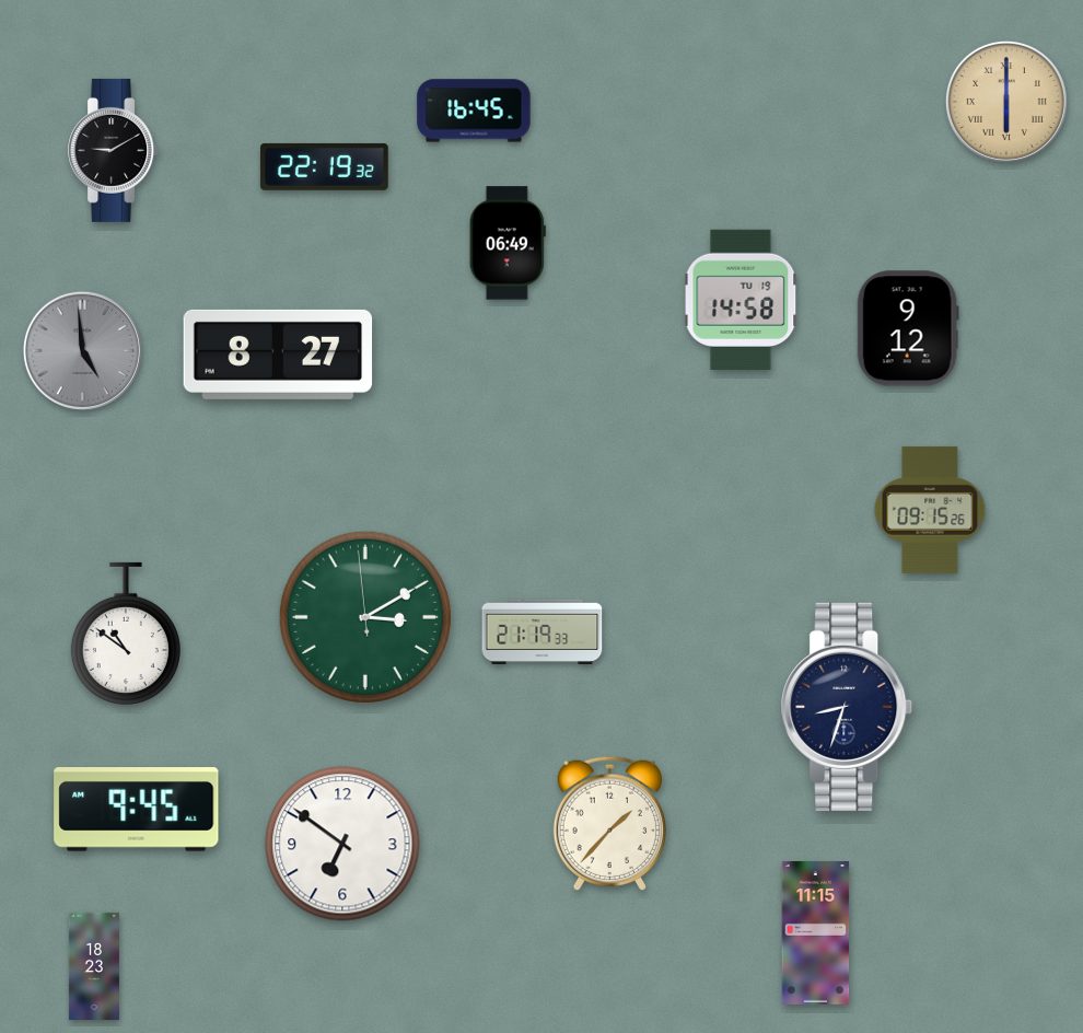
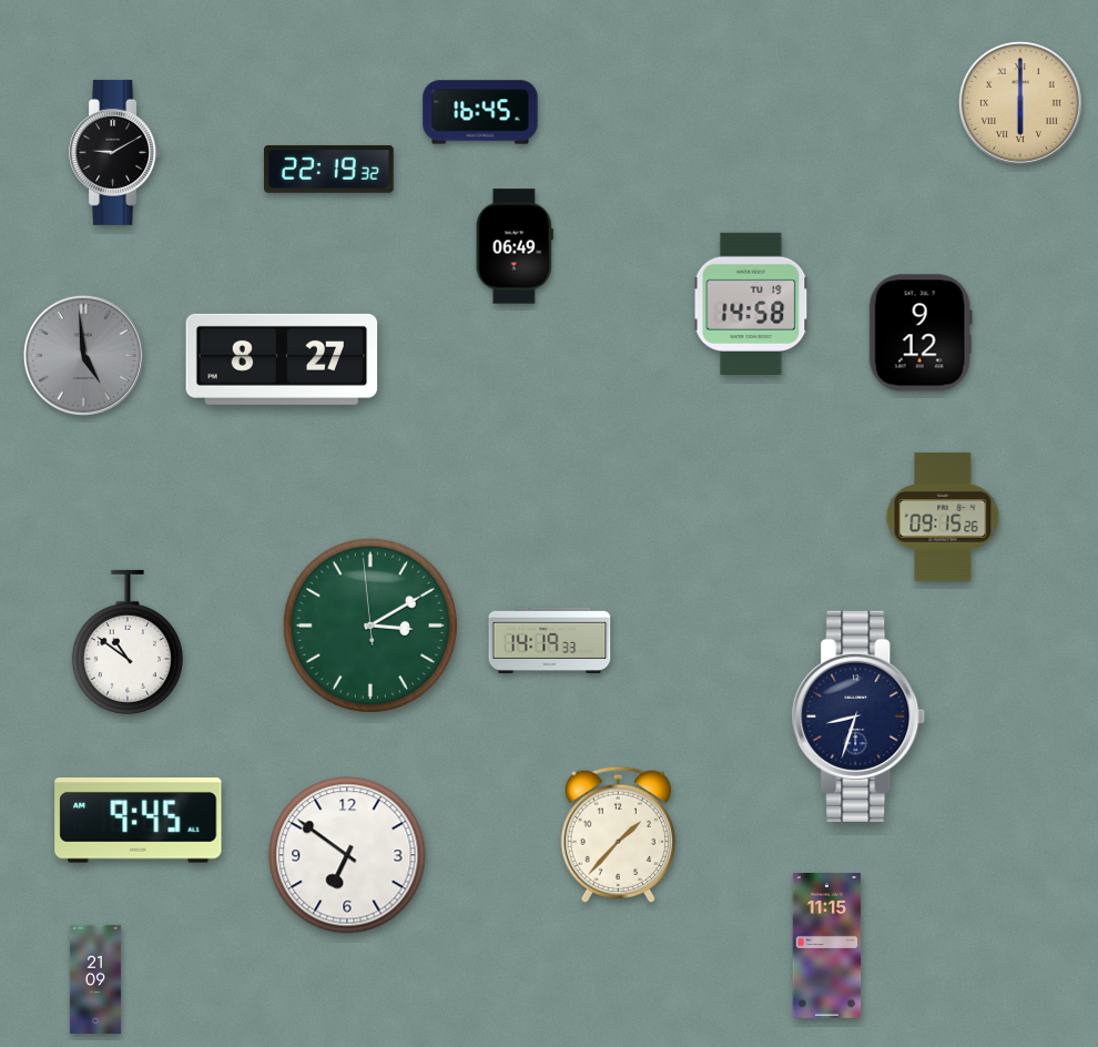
clock at (543, 631): 21:19 -> 14:19
clock at (94, 965): 18:23 -> 21:09
